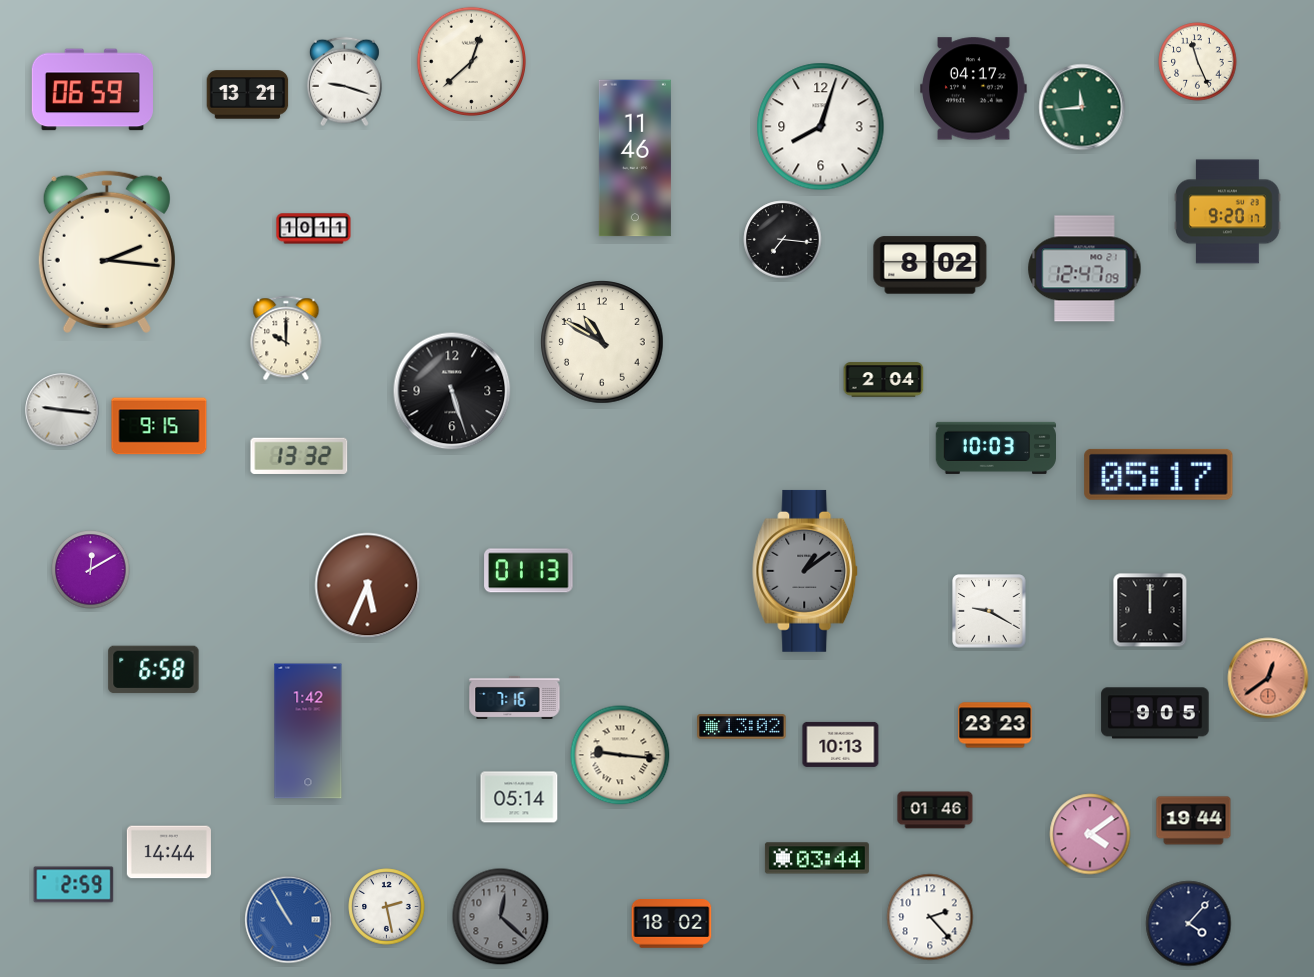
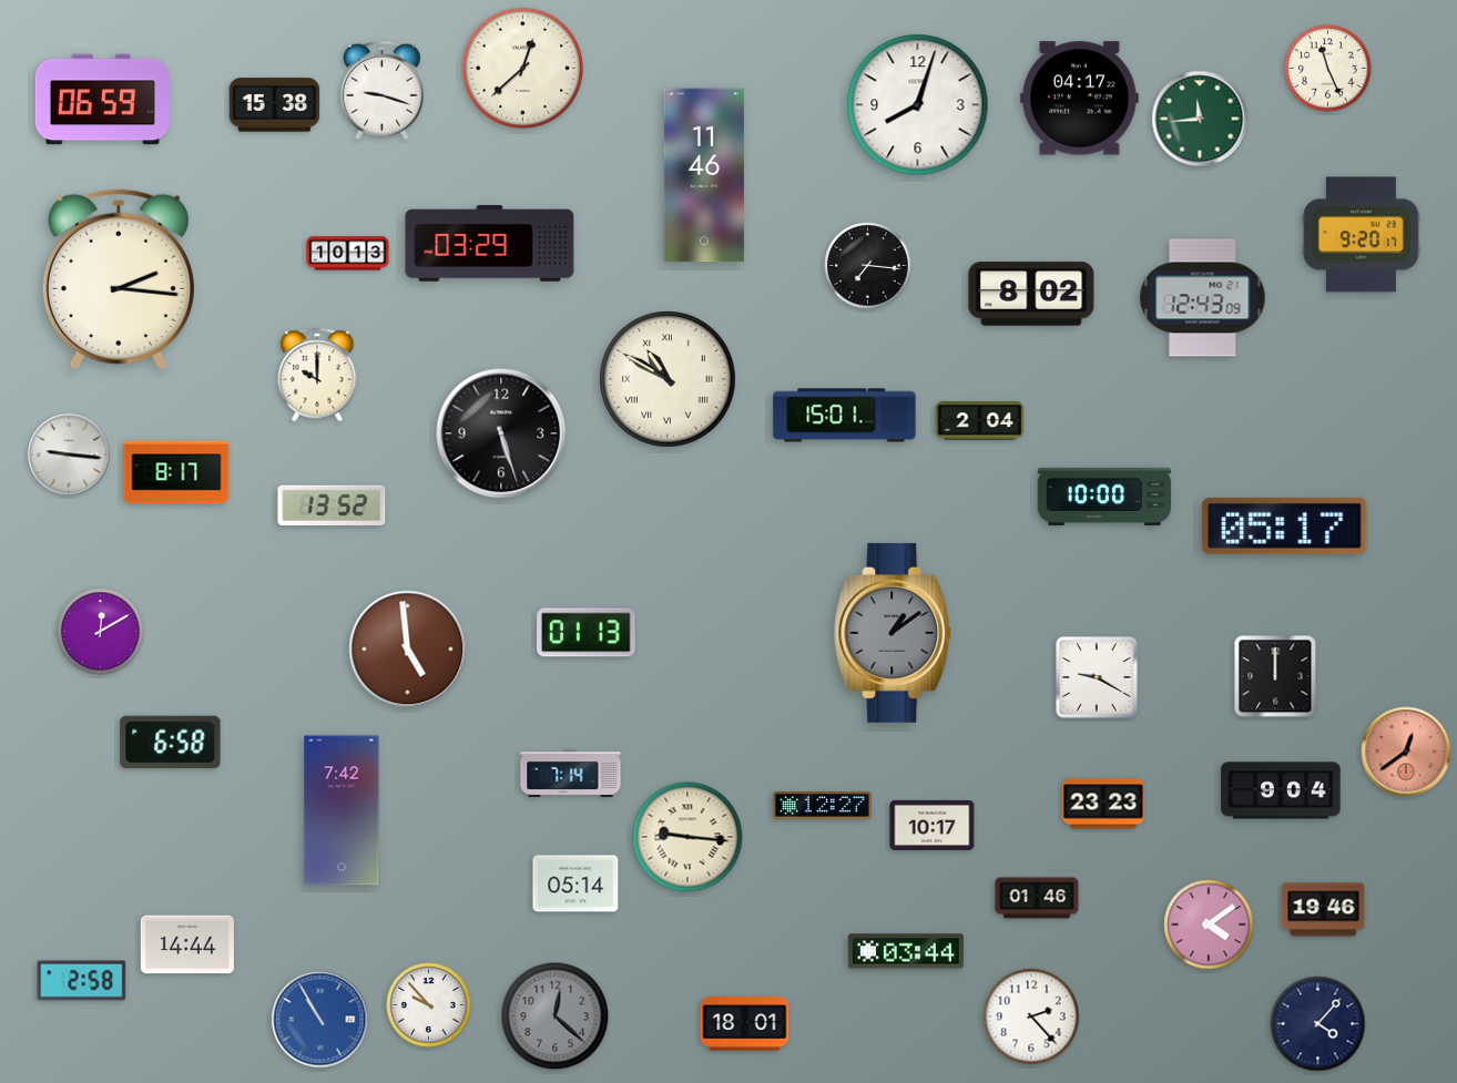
clock at (248, 95): 13:21 -> 15:38
clock at (821, 127) position: (821, 127) -> (918, 105)
clock at (490, 244): none -> 03:29
clock at (314, 229): 10:11 -> 10:13
clock at (1085, 269): 12:47 -> 12:43
clock at (602, 342) numerals: Arabic -> Roman
clock at (845, 416): none -> 15:01
clock at (159, 426): 9:15 -> 8:17
clock at (995, 448): 10:03 -> 10:00
clock at (299, 456): 13:32 -> 13:52
clock at (368, 586): 5:34 -> 4:59
clock at (515, 697): 7:16 -> 7:14
clock at (1155, 713): 9:05 -> 9:04
clock at (742, 727): 13:02 -> 12:27
clock at (308, 731): 1:42 -> 7:42
clock at (841, 744): 10:13 -> 10:17
clock at (1194, 821): 19:44 -> 19:46
clock at (74, 885): 2:59 -> 2:58
clock at (387, 907): 2:28 -> 9:53
clock at (672, 924): 18:02 -> 18:01
